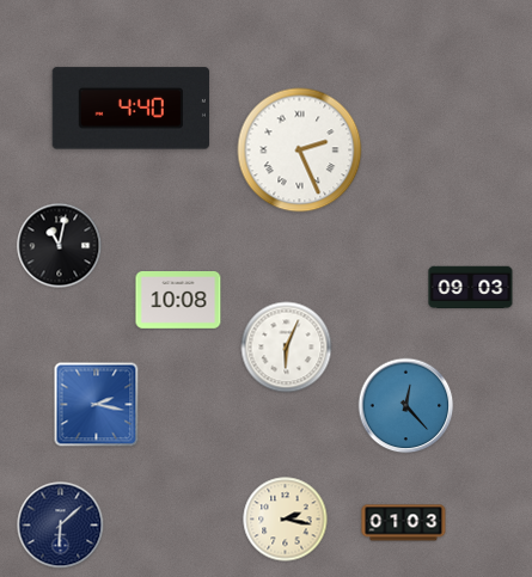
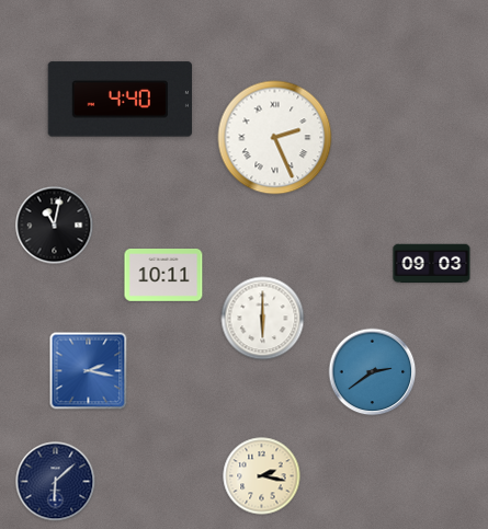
clock at (178, 301): 10:08 -> 10:11
clock at (287, 348): 6:04 -> 6:00
clock at (406, 406): 12:23 -> 2:39
clock at (404, 523): 01:03 -> none
